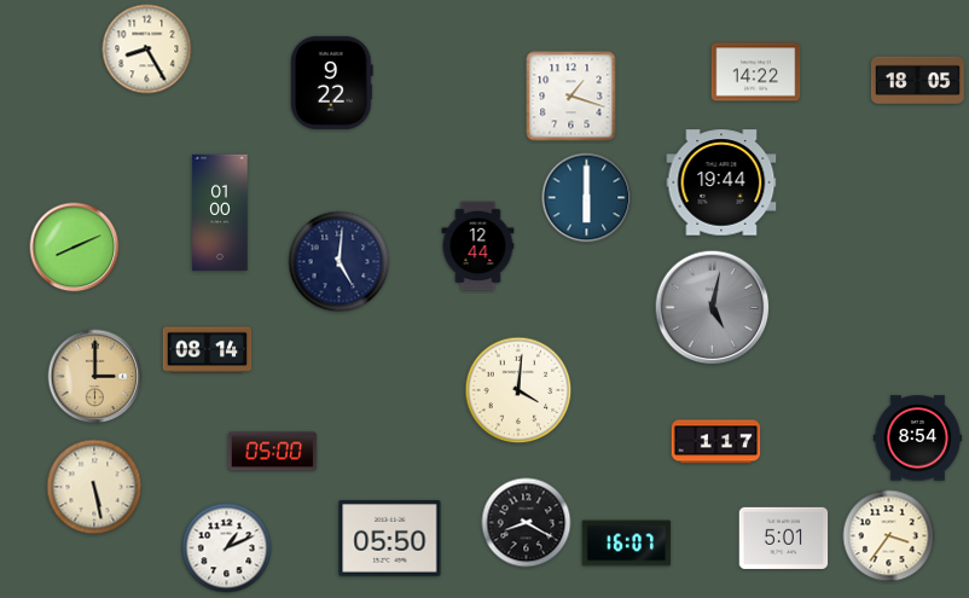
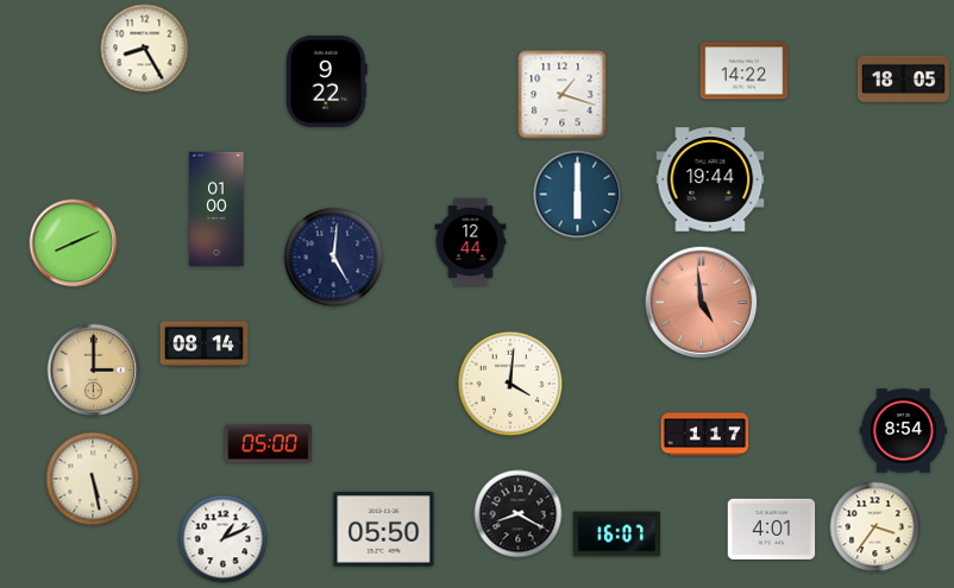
clock at (713, 308): 5:02 -> 4:59
clock at (713, 308) dial: grey -> salmon
clock at (784, 538): 5:01 -> 4:01
